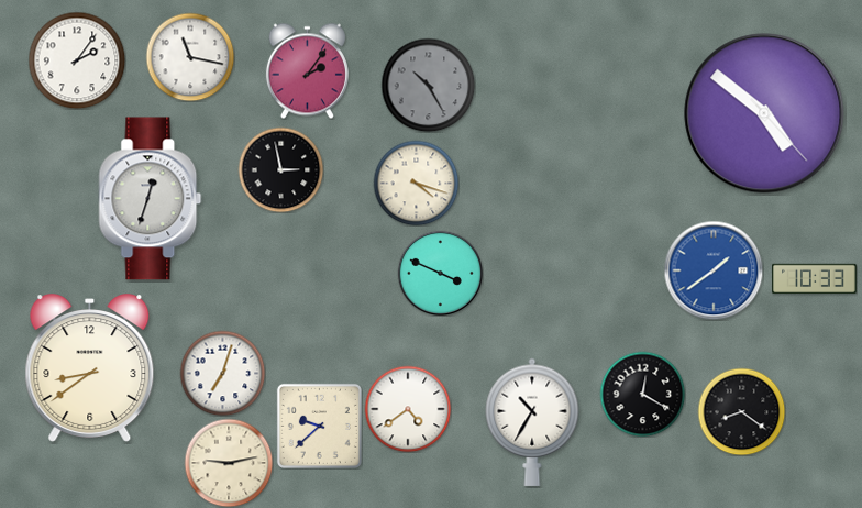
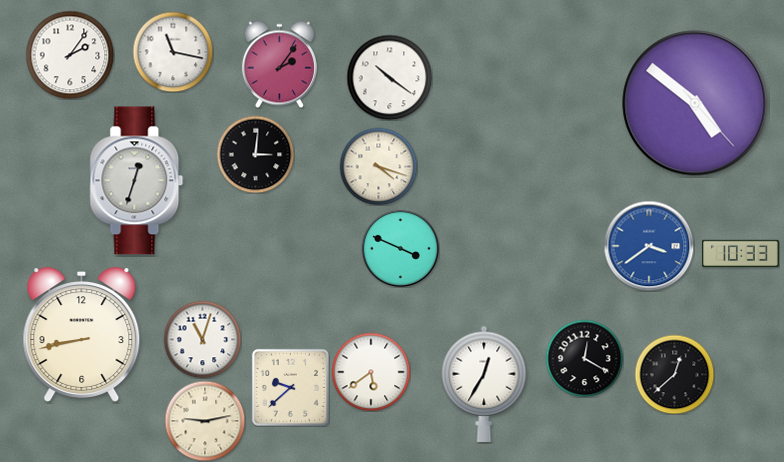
clock at (428, 85): 10:25 -> 10:21
clock at (428, 85) dial: grey -> white
clock at (280, 169): 2:58 -> 3:01
clock at (714, 270): 1:39 -> 3:39
clock at (90, 368): 8:39 -> 8:43
clock at (222, 373): 7:03 -> 11:03
clock at (408, 409): 4:39 -> 5:39
clock at (741, 411): 8:21 -> 12:38
clock at (532, 422): 10:35 -> 12:35
clock at (229, 463) position: (229, 463) -> (205, 421)
